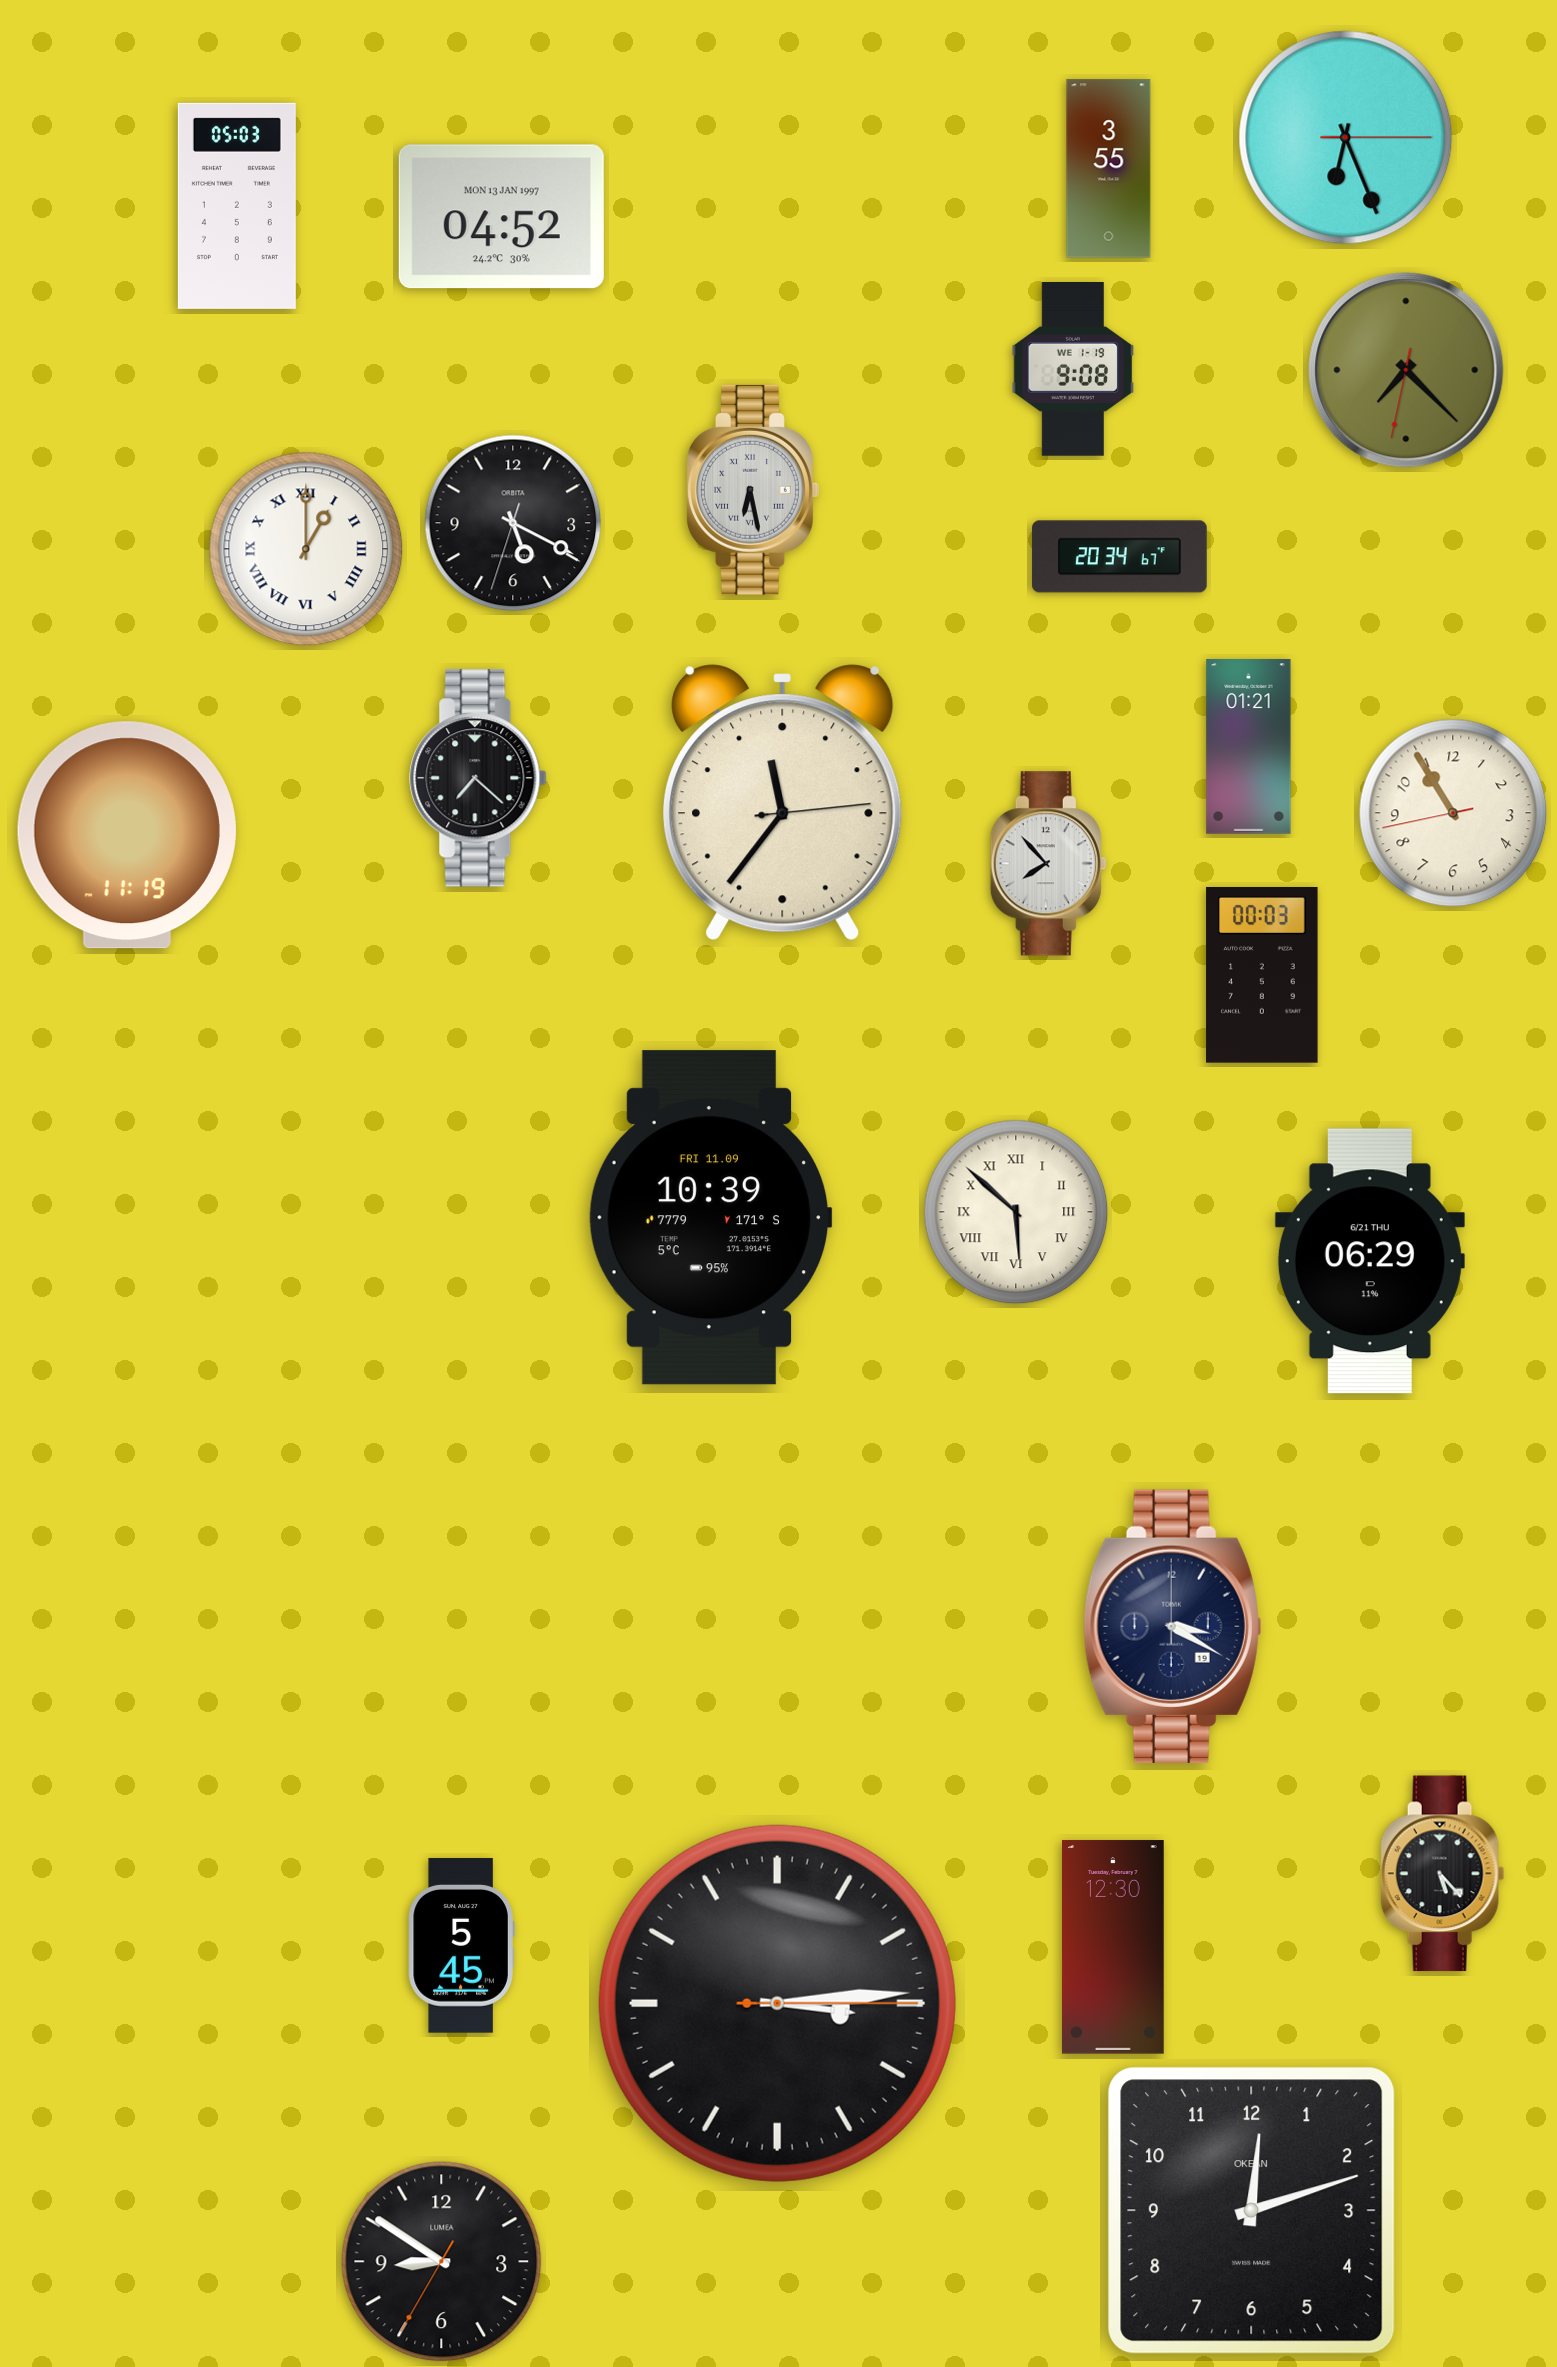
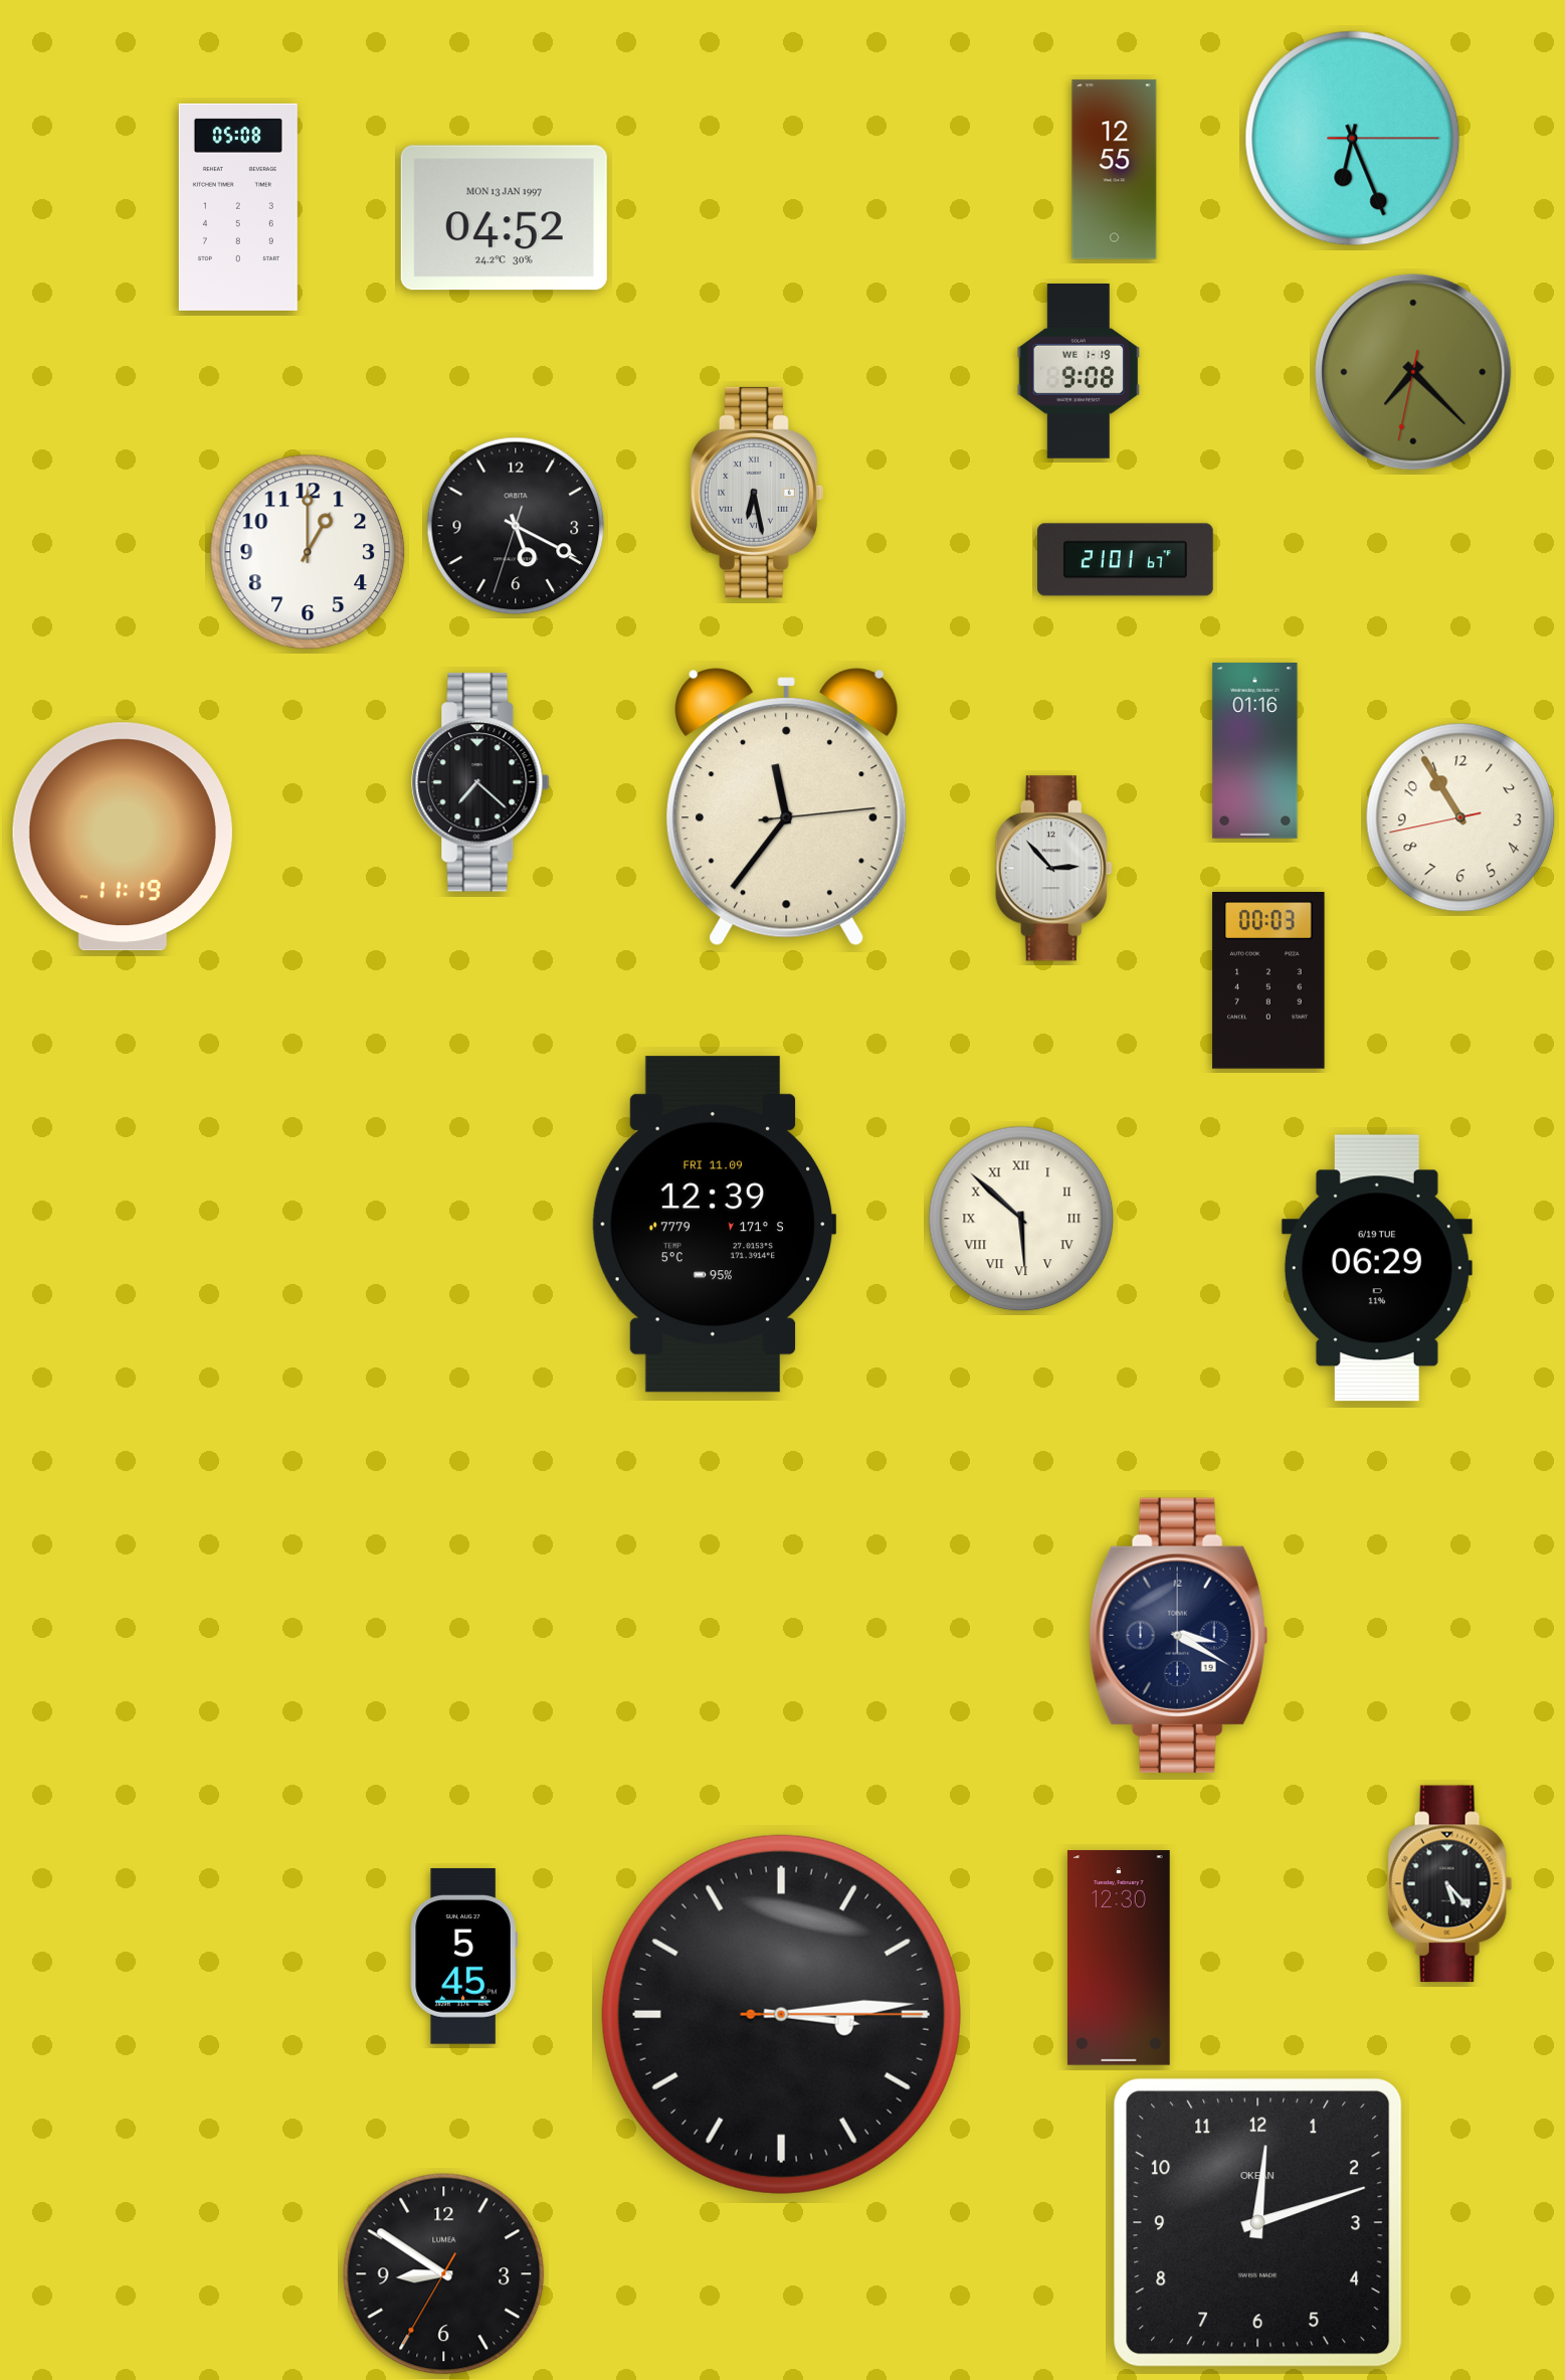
clock at (1109, 169): 3:55 -> 12:55
clock at (237, 206): 05:03 -> 05:08
clock at (306, 549) numerals: Roman -> Arabic
clock at (1120, 557): 20:34 -> 21:01
clock at (1249, 747): 01:21 -> 01:16
clock at (127, 835) position: (127, 835) -> (123, 837)
clock at (1048, 864): 7:53 -> 2:53
clock at (710, 1218): 10:39 -> 12:39
clock at (1370, 1261) date: 6/21 THU -> 6/19 TUE
